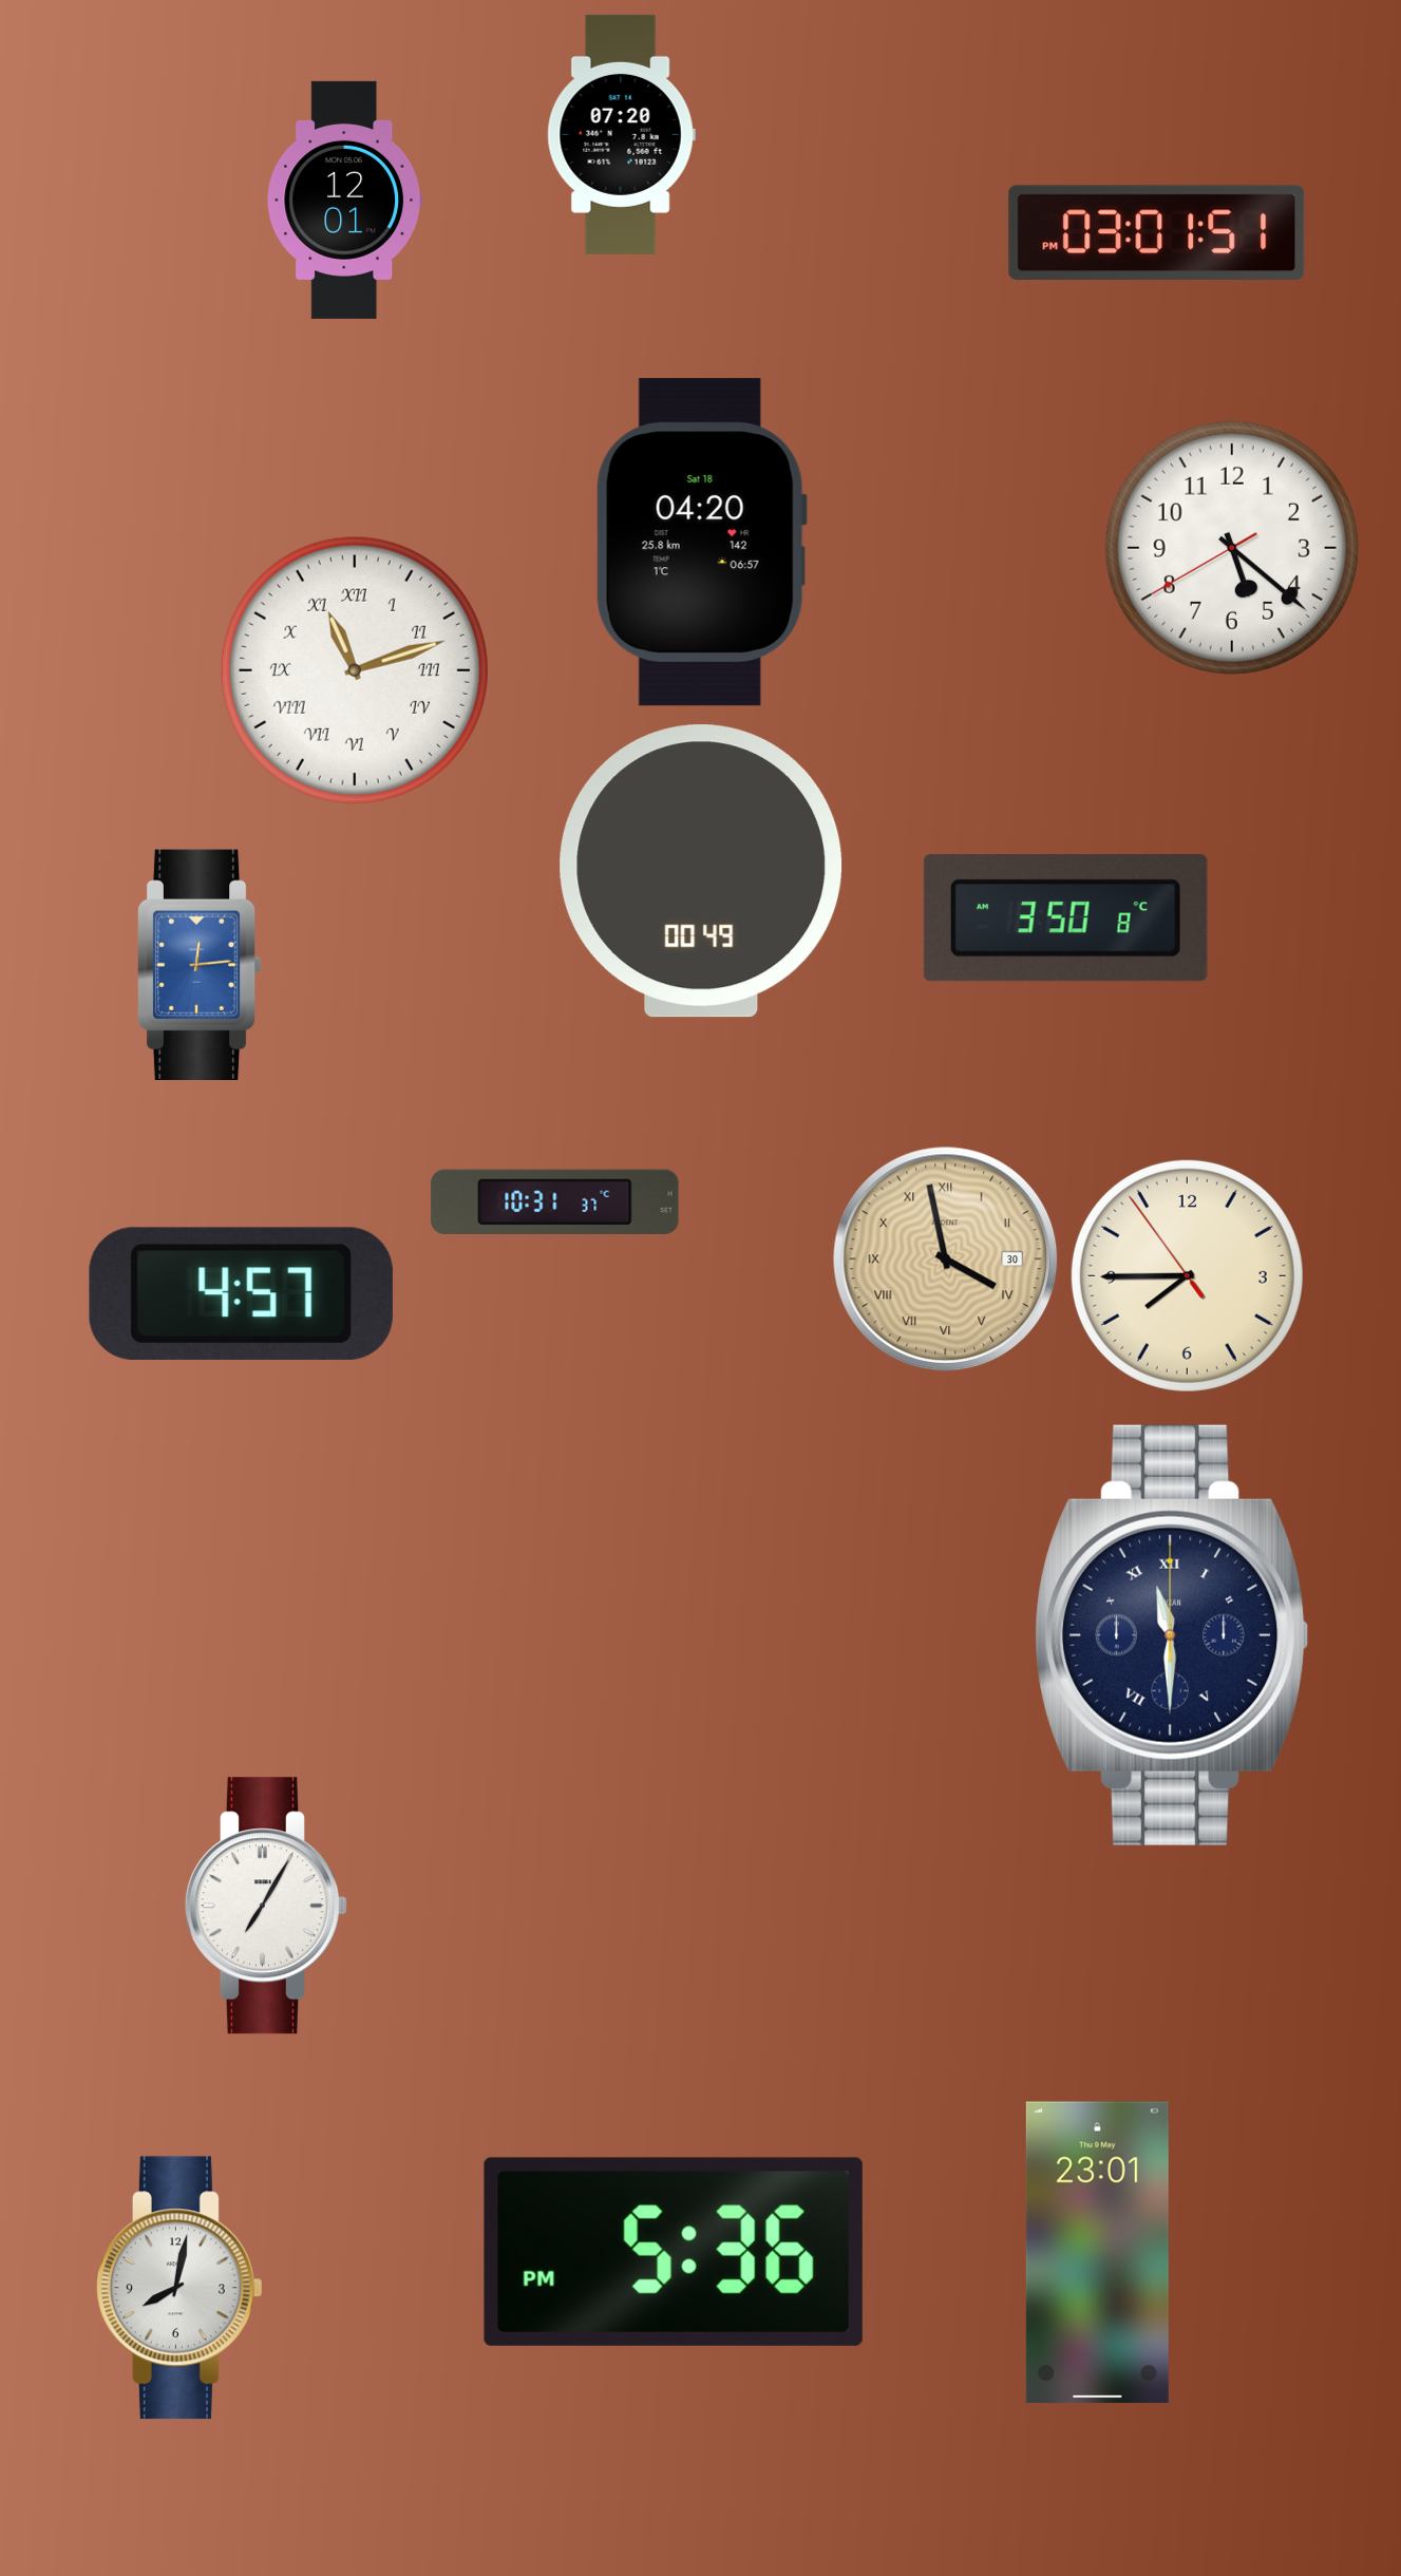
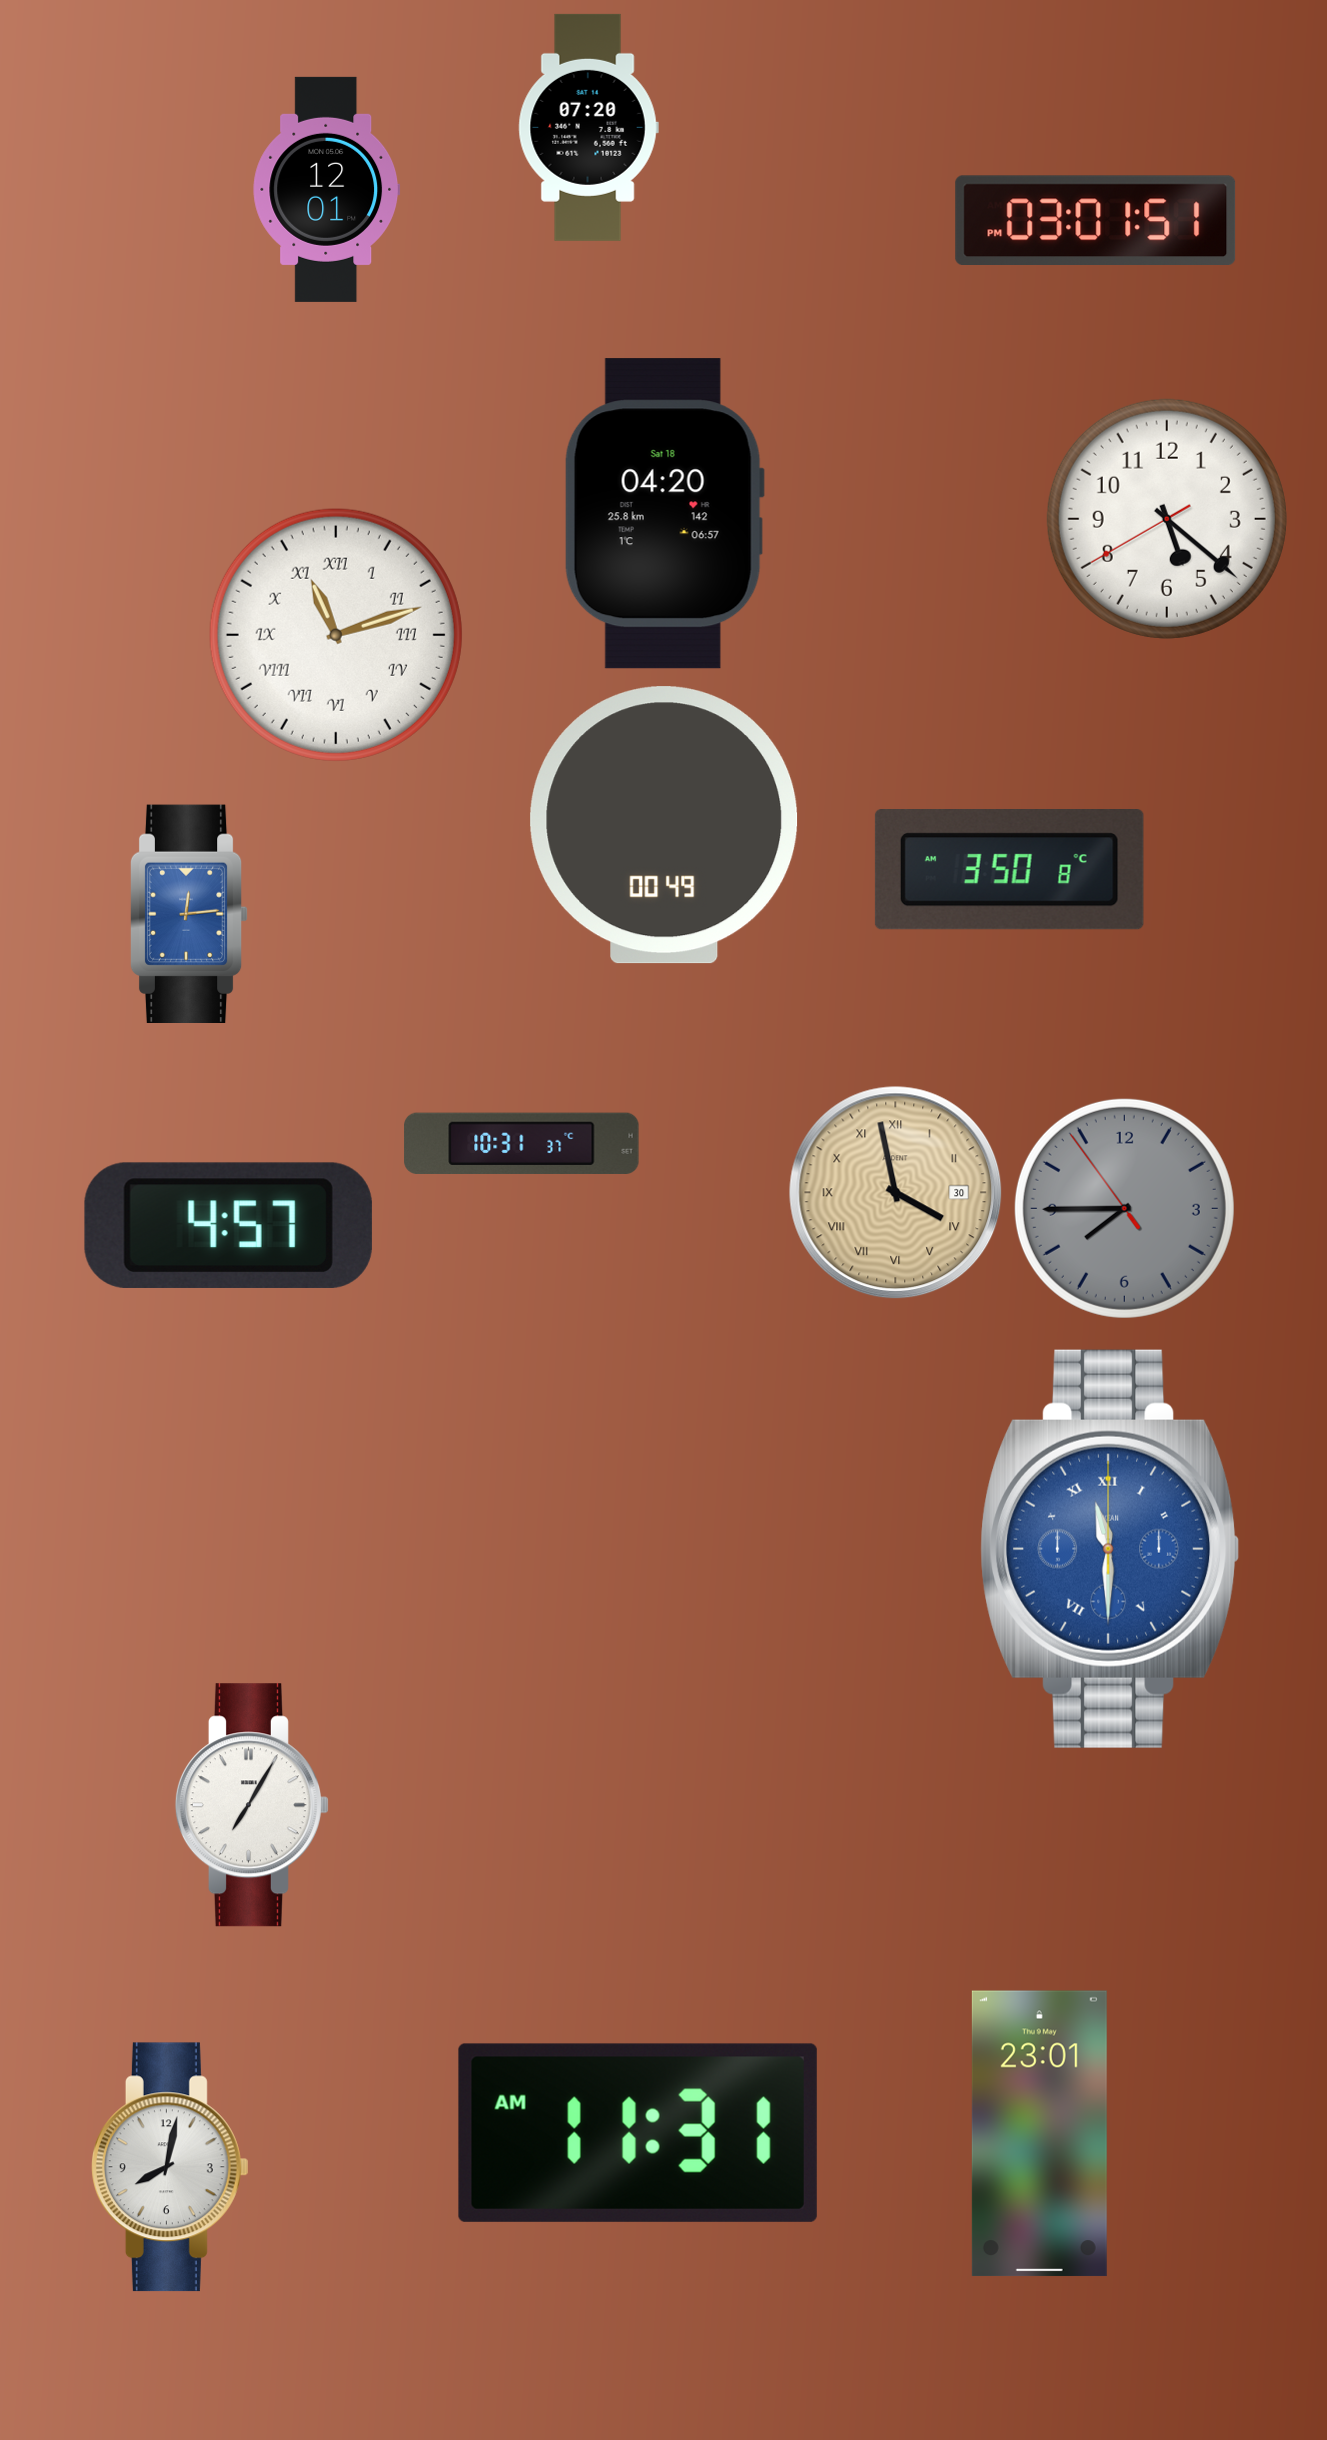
clock at (555, 1201) position: (555, 1201) -> (522, 1143)
clock at (1187, 1275) dial: cream -> grey
clock at (1172, 1635) dial: navy -> blue
clock at (674, 2252): 5:36 -> 11:31
